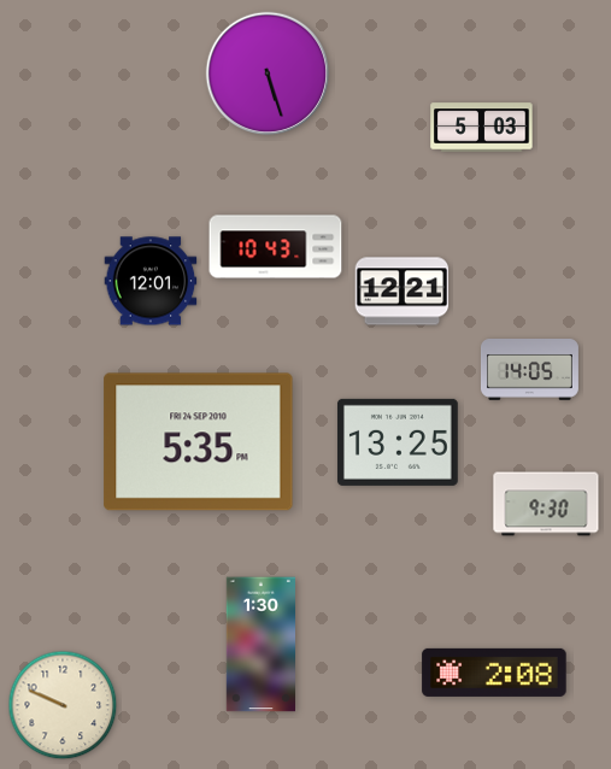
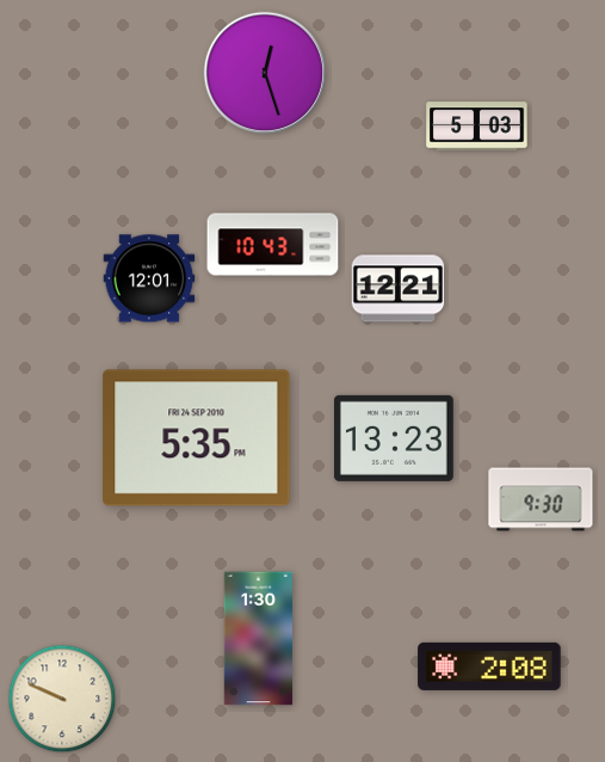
clock at (266, 72): 5:27 -> 12:27
clock at (529, 370): 14:05 -> none
clock at (398, 442): 13:25 -> 13:23
